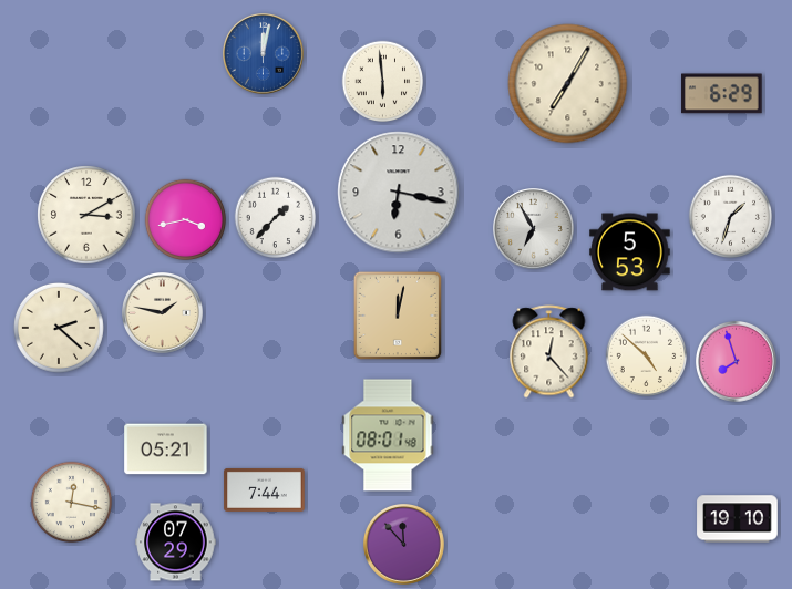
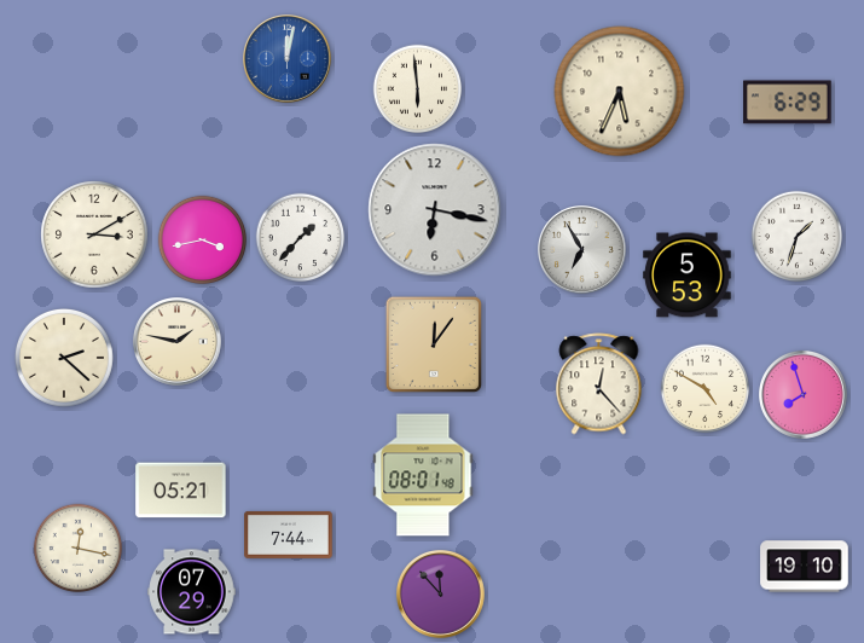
clock at (568, 84): 7:05 -> 5:34
clock at (398, 316): 12:02 -> 12:06
clock at (647, 356): 4:52 -> 4:50
